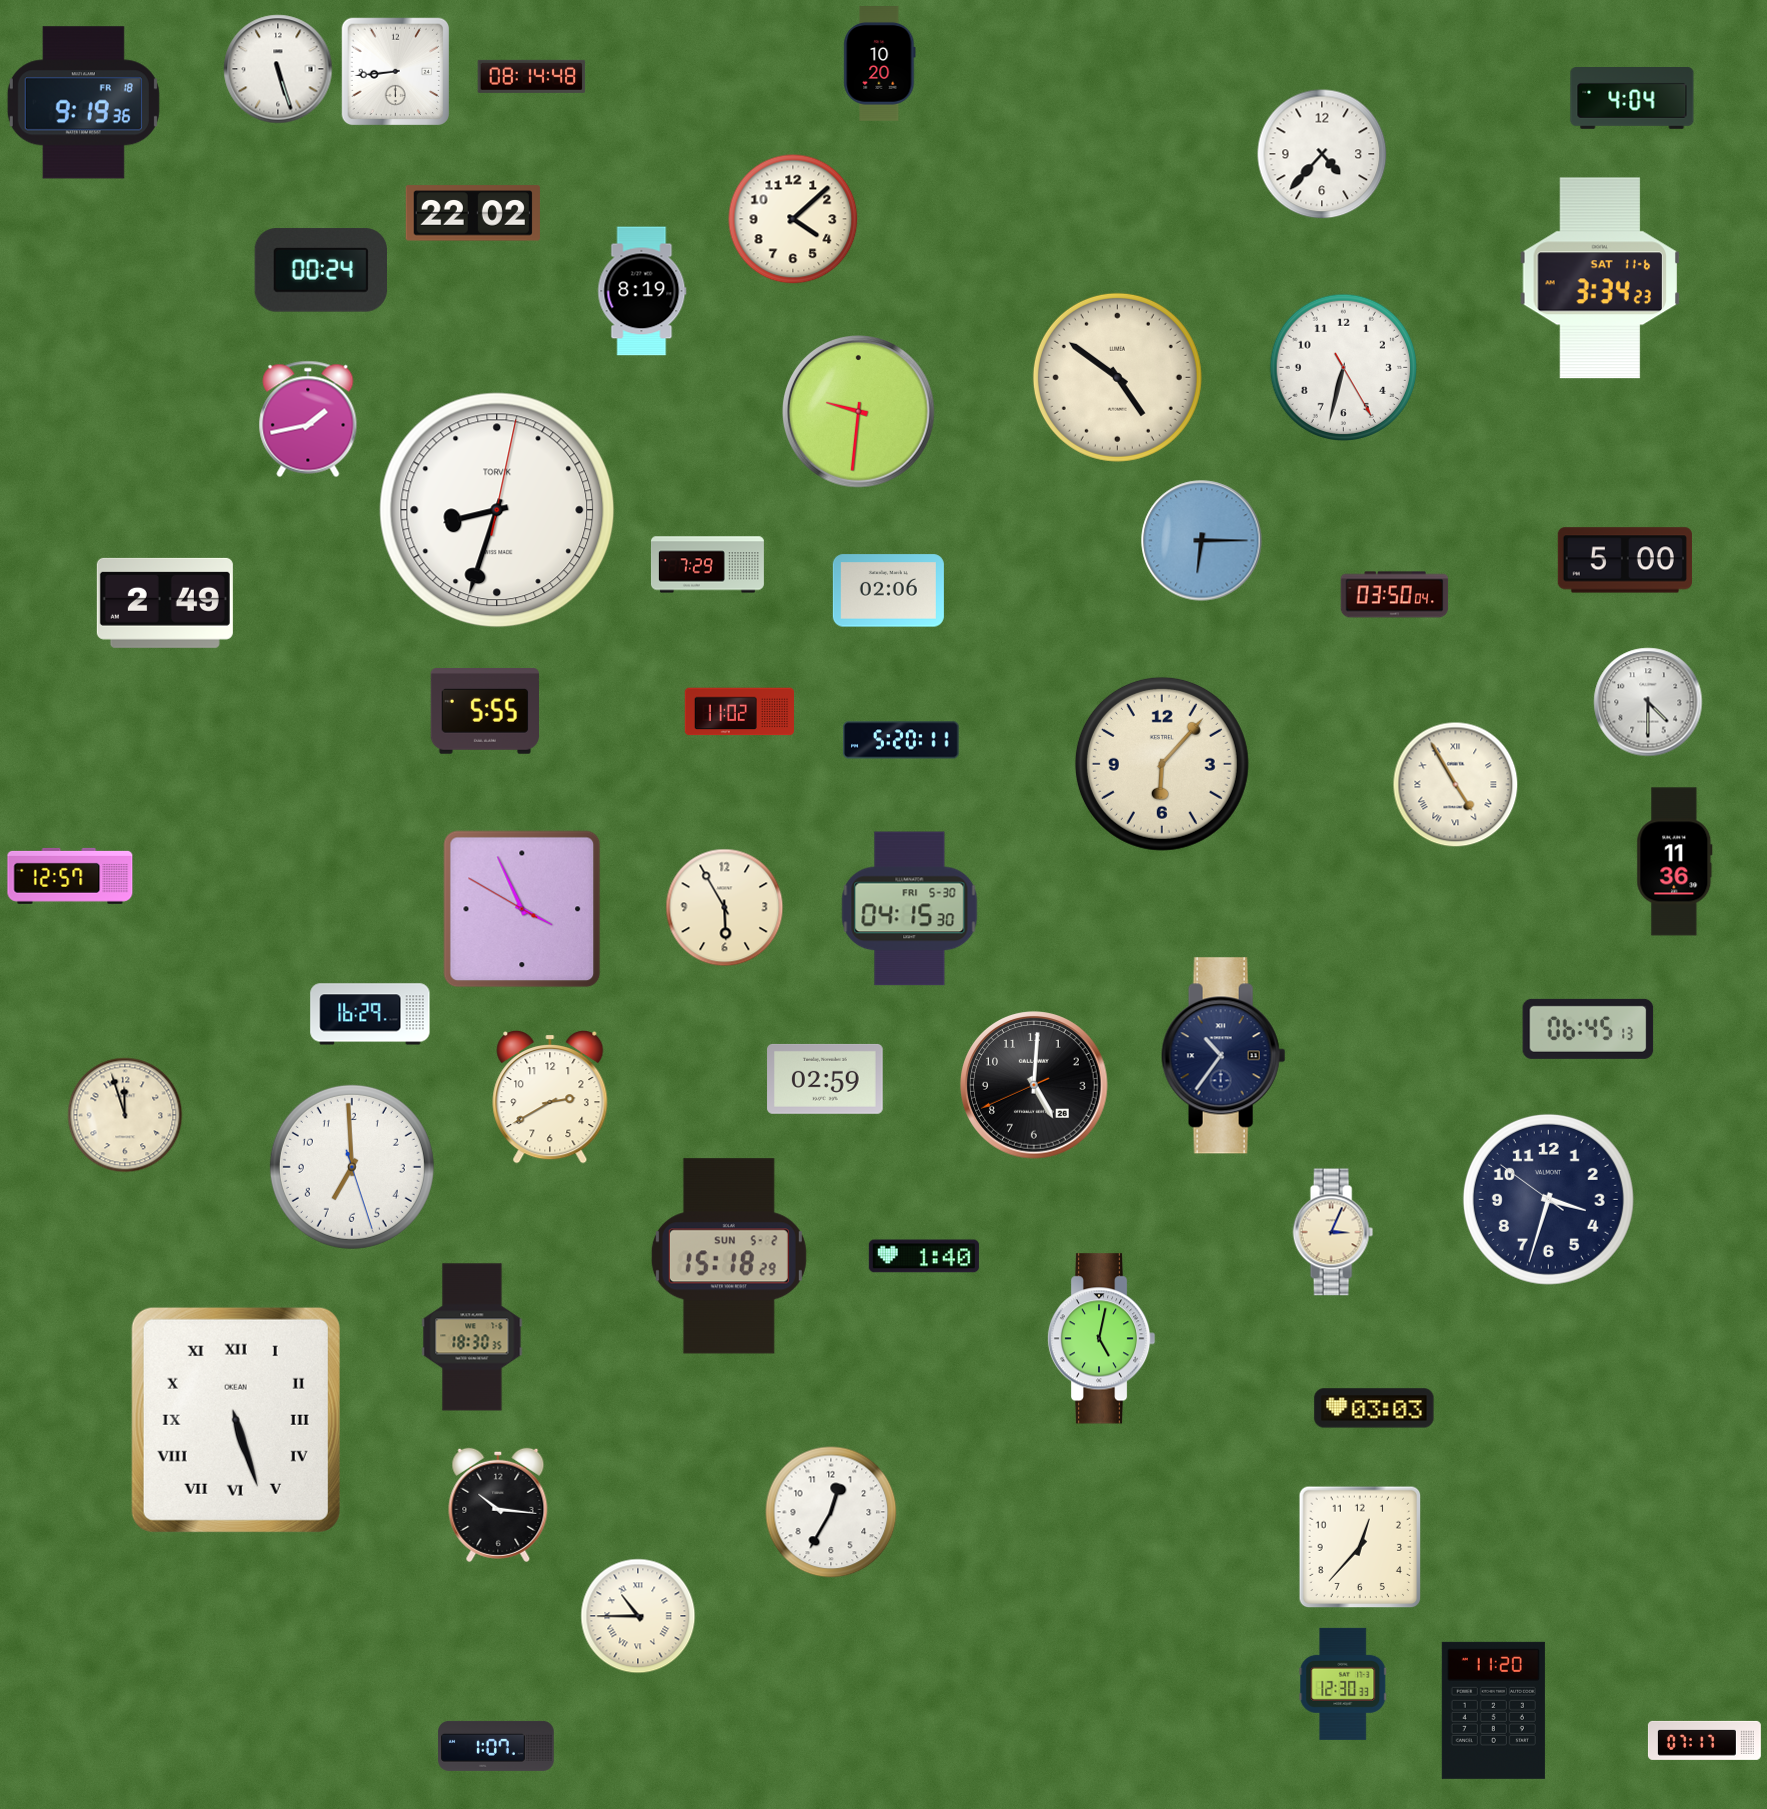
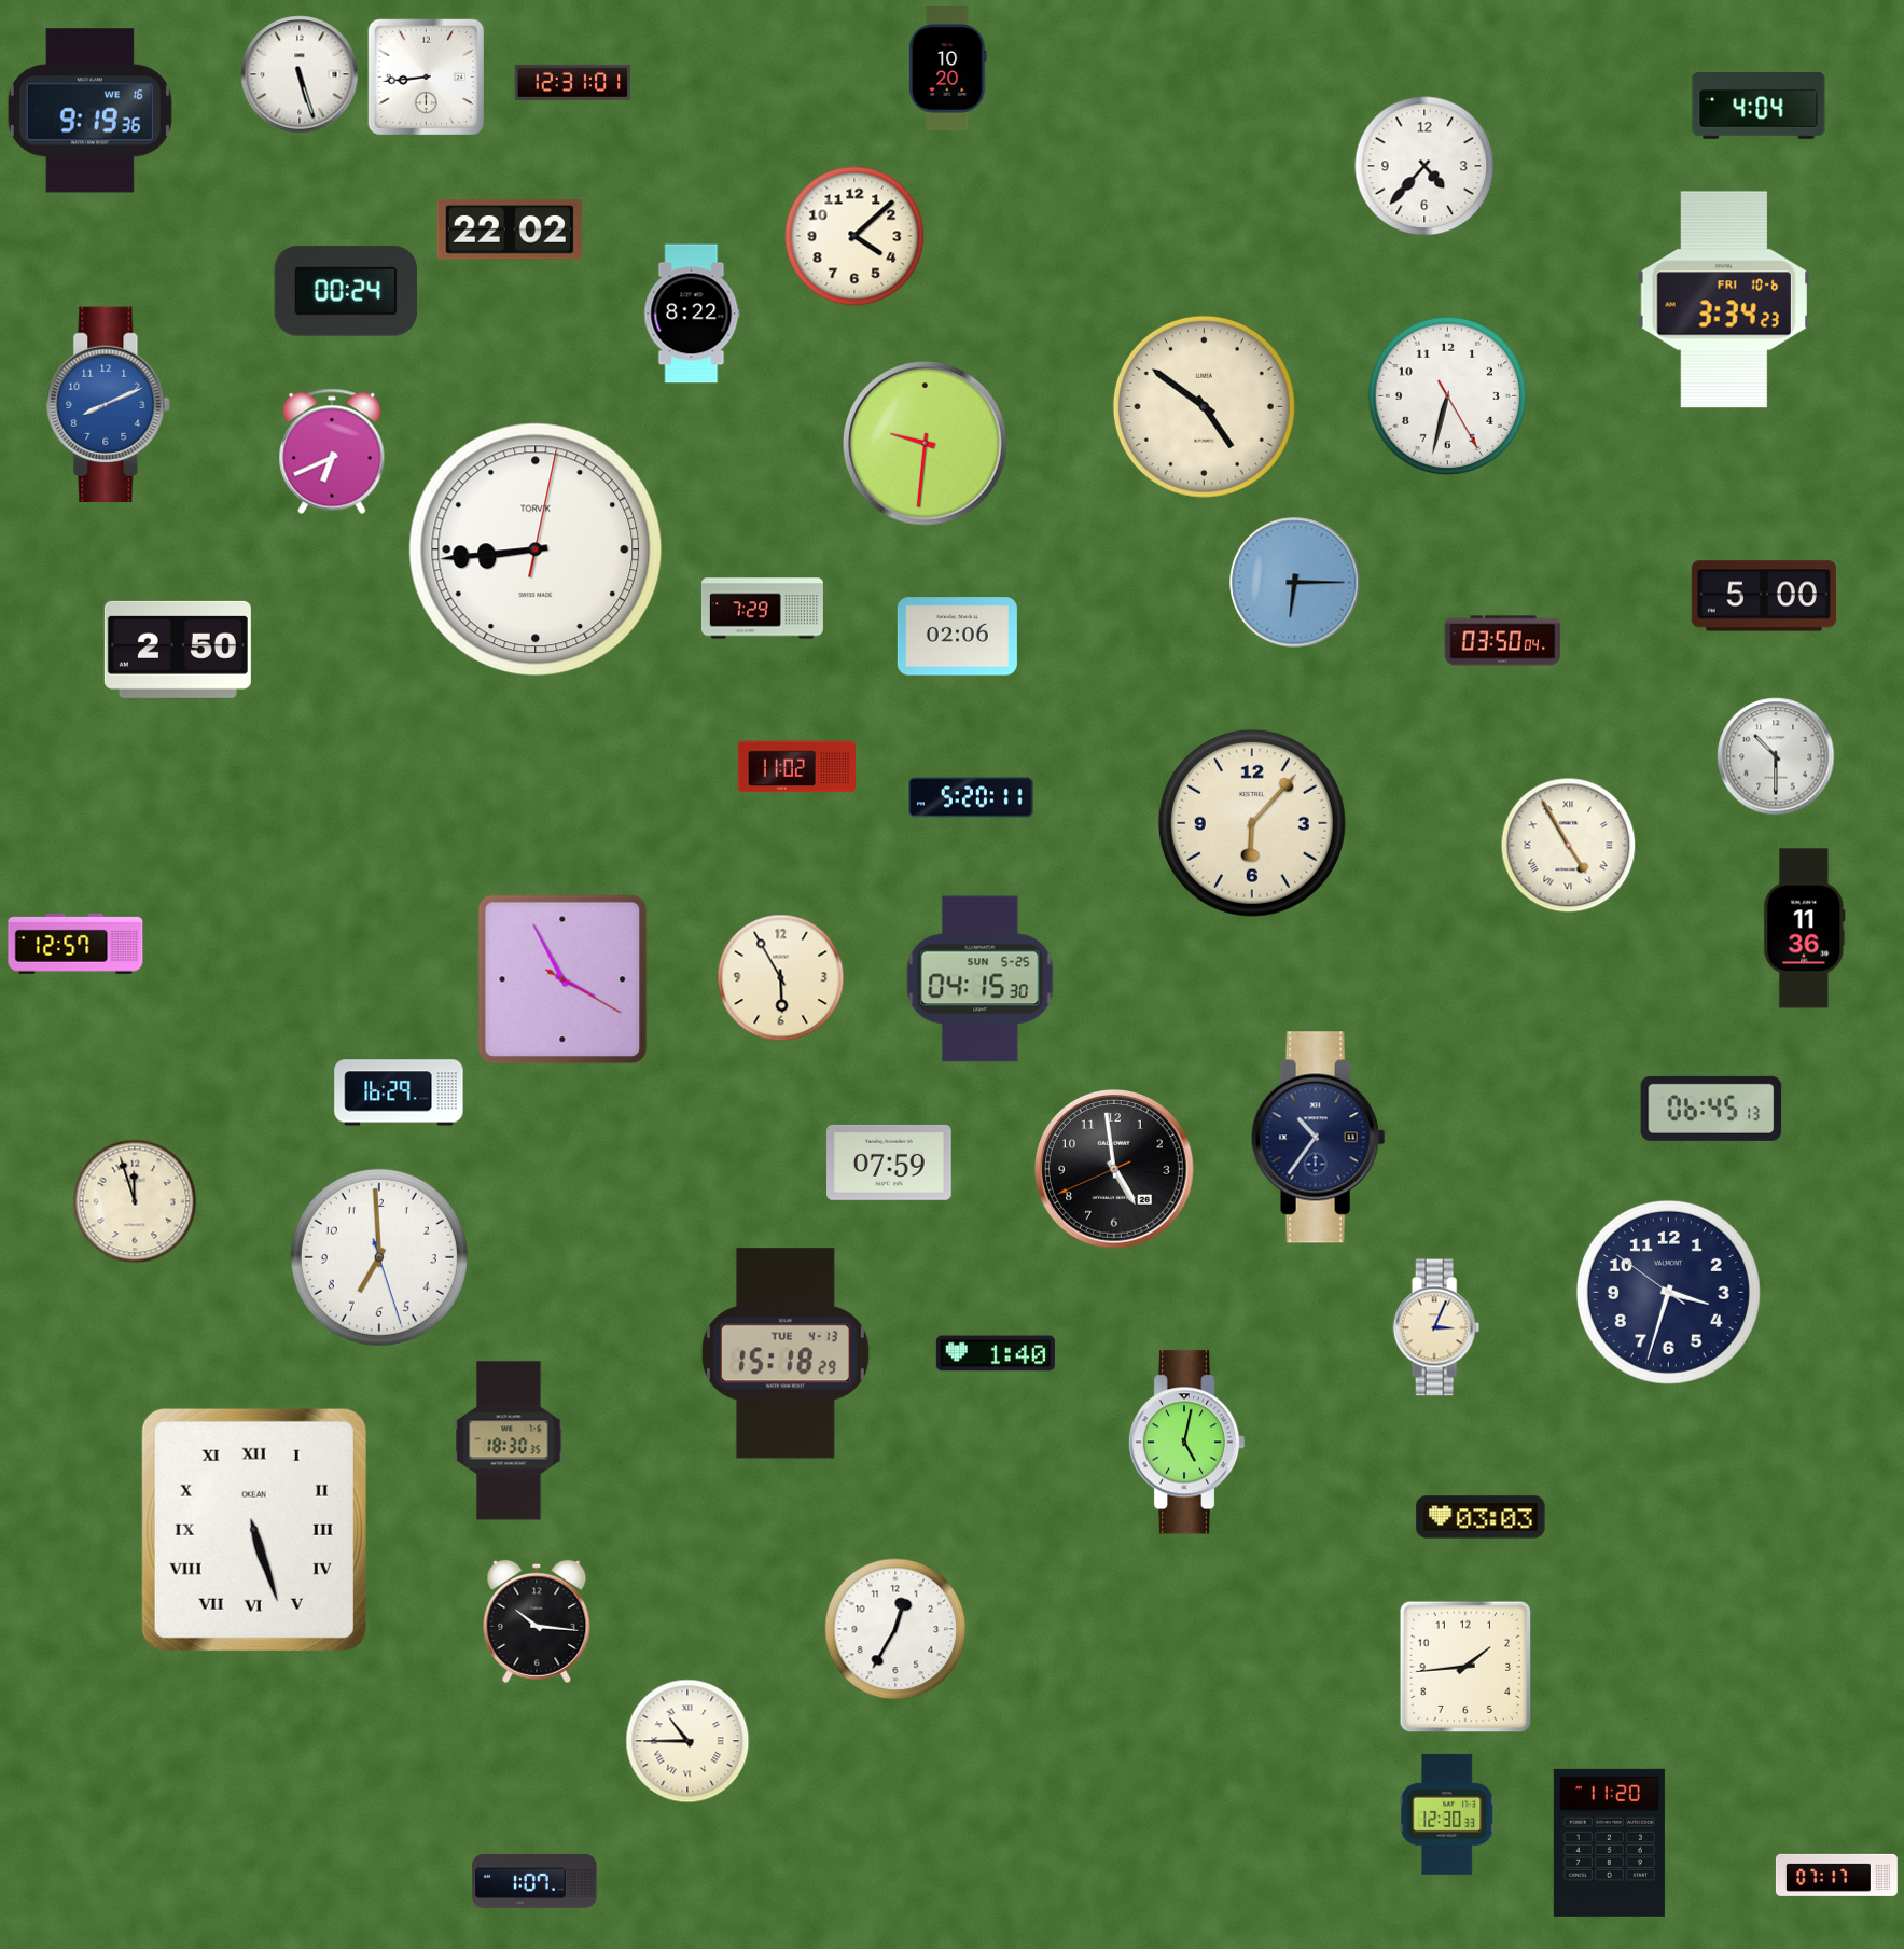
clock at (532, 76): 08:14 -> 12:31
clock at (83, 103) date: FR 18 -> WE 16
clock at (1600, 278) date: SAT 11-6 -> FRI 10-6
clock at (642, 291): 8:19 -> 8:22
clock at (109, 405): none -> 8:11
clock at (308, 419): 1:43 -> 6:41
clock at (497, 510): 8:33 -> 8:44
clock at (1625, 560) position: (1625, 560) -> (1764, 596)
clock at (165, 603): 2:49 -> 2:50
clock at (1648, 702): 4:30 -> 10:30
clock at (484, 712): 5:55 -> none
clock at (522, 909): 3:55:50 -> 3:55:20
clock at (910, 909) date: FRI 5-30 -> SUN 5-25
clock at (825, 1079): 02:59 -> 07:59
clock at (1034, 1085): 5:00 -> 4:58
clock at (550, 1097): 2:40 -> none
clock at (729, 1256) date: SUN 5-2 -> TUE 4-13
clock at (1360, 1547): 12:37 -> 1:44
